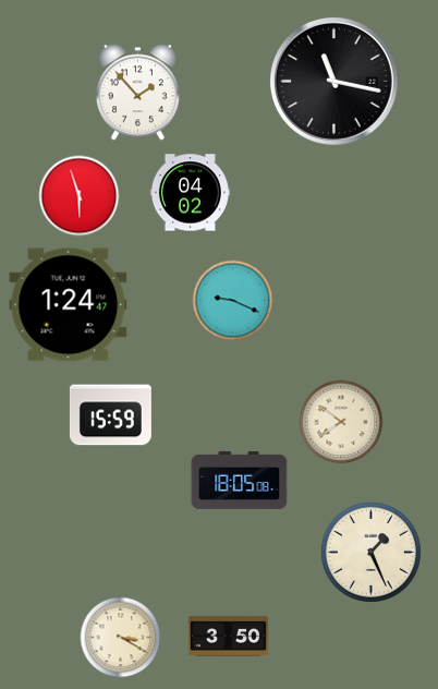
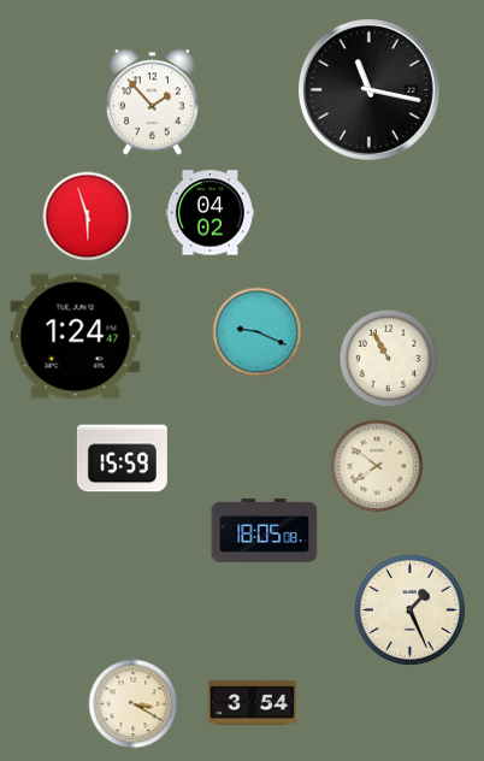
clock at (389, 359): none -> 10:55
clock at (228, 637): 3:50 -> 3:54
